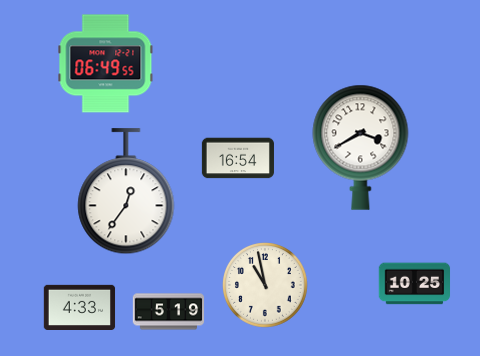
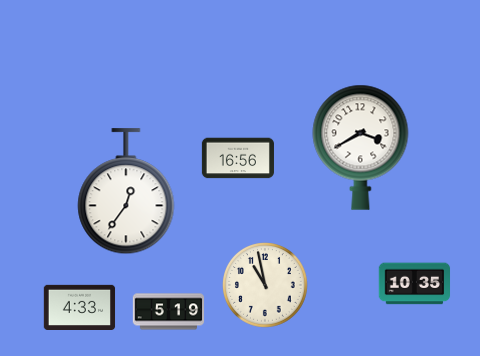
clock at (106, 64): 06:49 -> none
clock at (238, 158): 16:54 -> 16:56
clock at (415, 284): 10:25 -> 10:35
